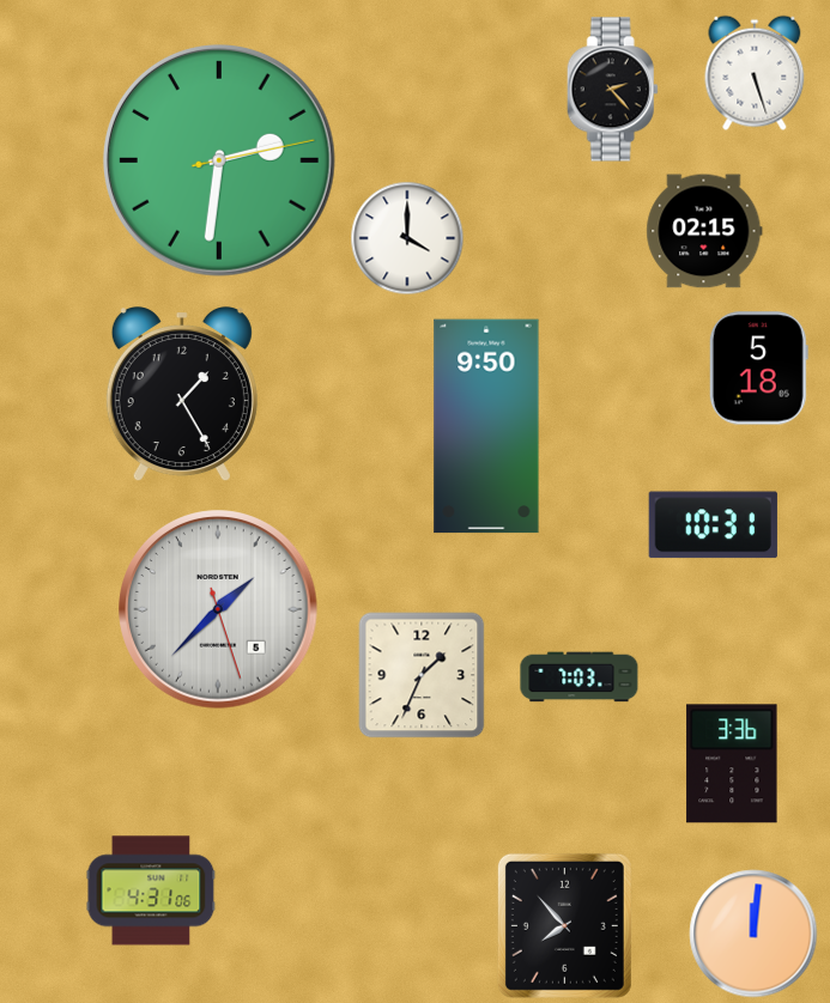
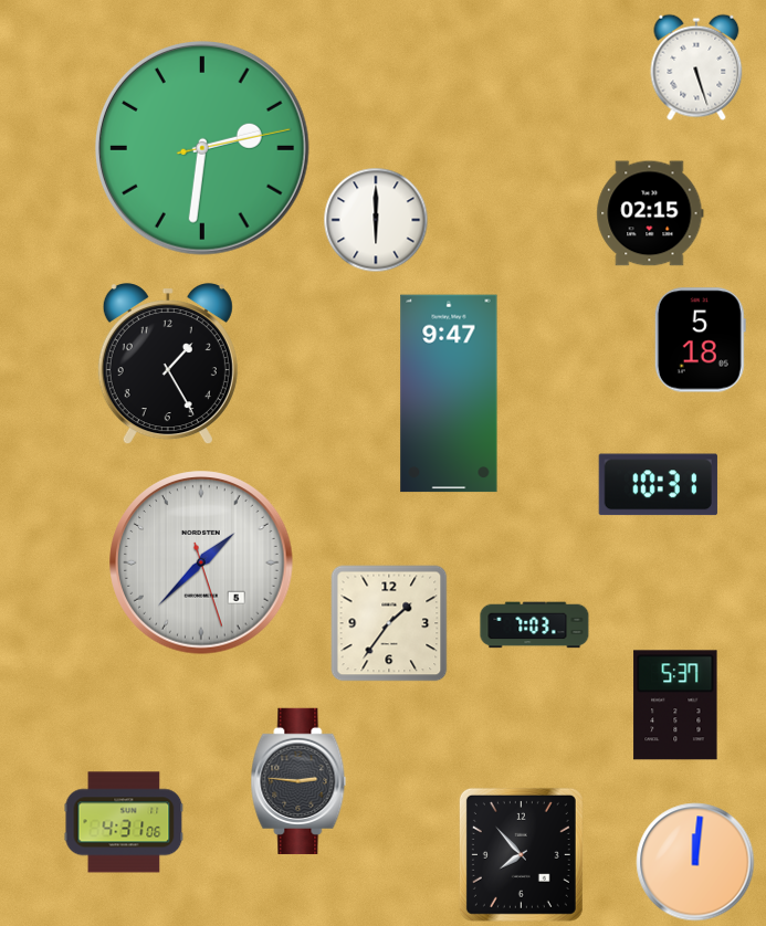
clock at (612, 90): 2:23 -> none
clock at (407, 238): 4:00 -> 6:00
clock at (486, 426): 9:50 -> 9:47
clock at (422, 675): 1:34 -> 1:36
clock at (732, 764): 3:36 -> 5:37
clock at (298, 780): none -> 2:46
clock at (151, 890) position: (151, 890) -> (124, 822)
